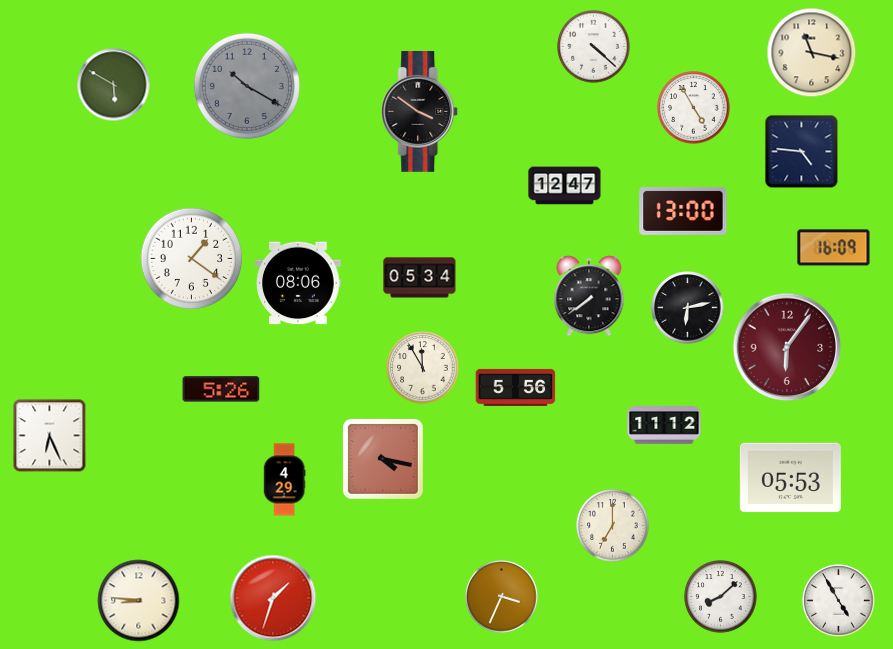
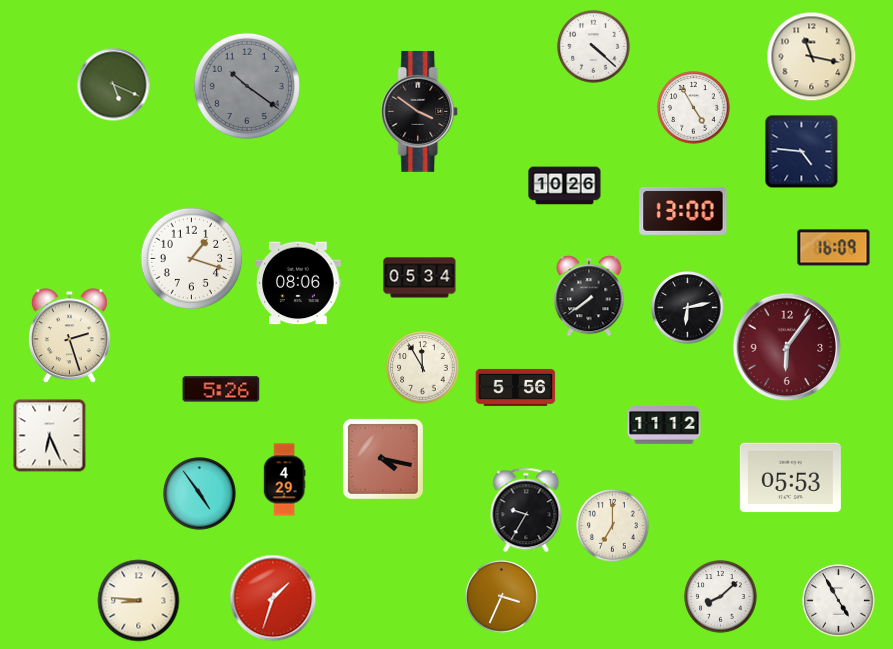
clock at (812, 53) position: (812, 53) -> (812, 57)
clock at (114, 85): 5:50 -> 5:19
clock at (247, 86): 10:20 -> 10:21
clock at (565, 186): 12:47 -> 10:26
clock at (192, 259): 1:21 -> 1:18
clock at (69, 336): none -> 2:27
clock at (200, 494): none -> 4:54
clock at (526, 510): none -> 9:35
